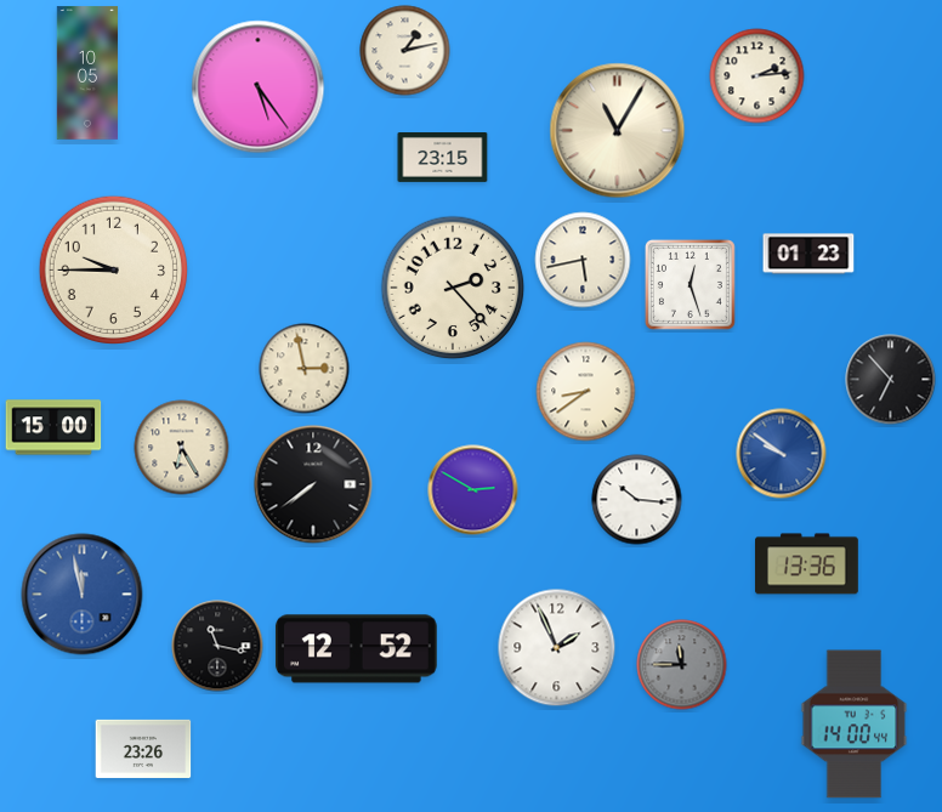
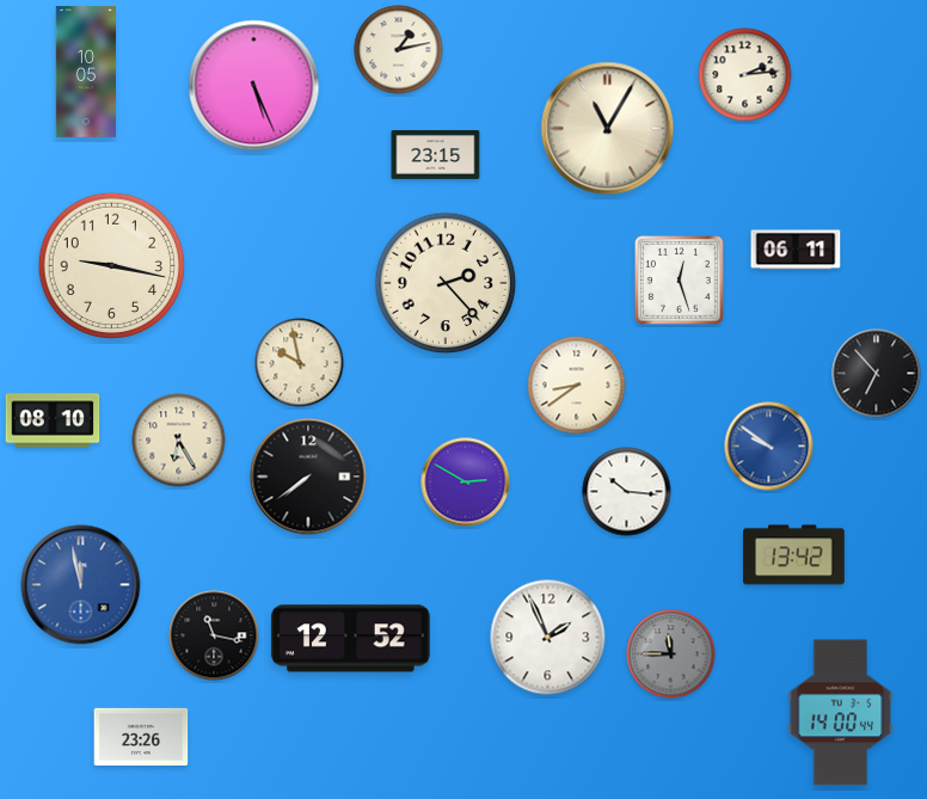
clock at (259, 87): 5:24 -> 5:26
clock at (808, 254): 01:23 -> 06:11
clock at (583, 260): 5:43 -> none
clock at (113, 269): 9:45 -> 9:17
clock at (305, 369): 2:58 -> 9:58
clock at (53, 427): 15:00 -> 08:10
clock at (807, 564): 13:36 -> 13:42
